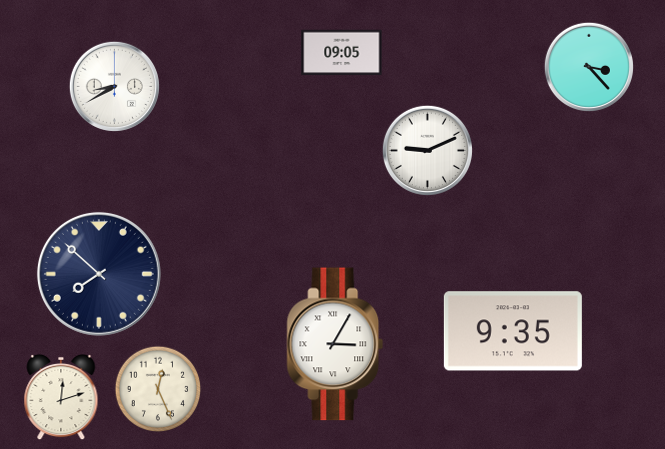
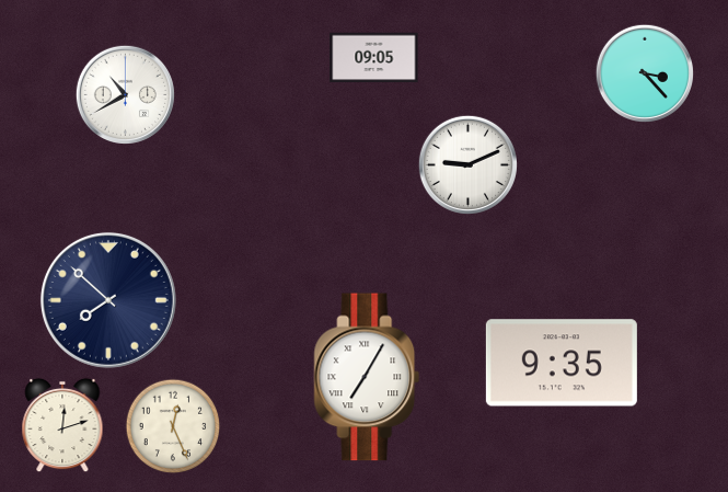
clock at (114, 86): 8:40 -> 10:40
clock at (335, 344): 3:05 -> 7:05
clock at (61, 397) position: (61, 397) -> (62, 425)
